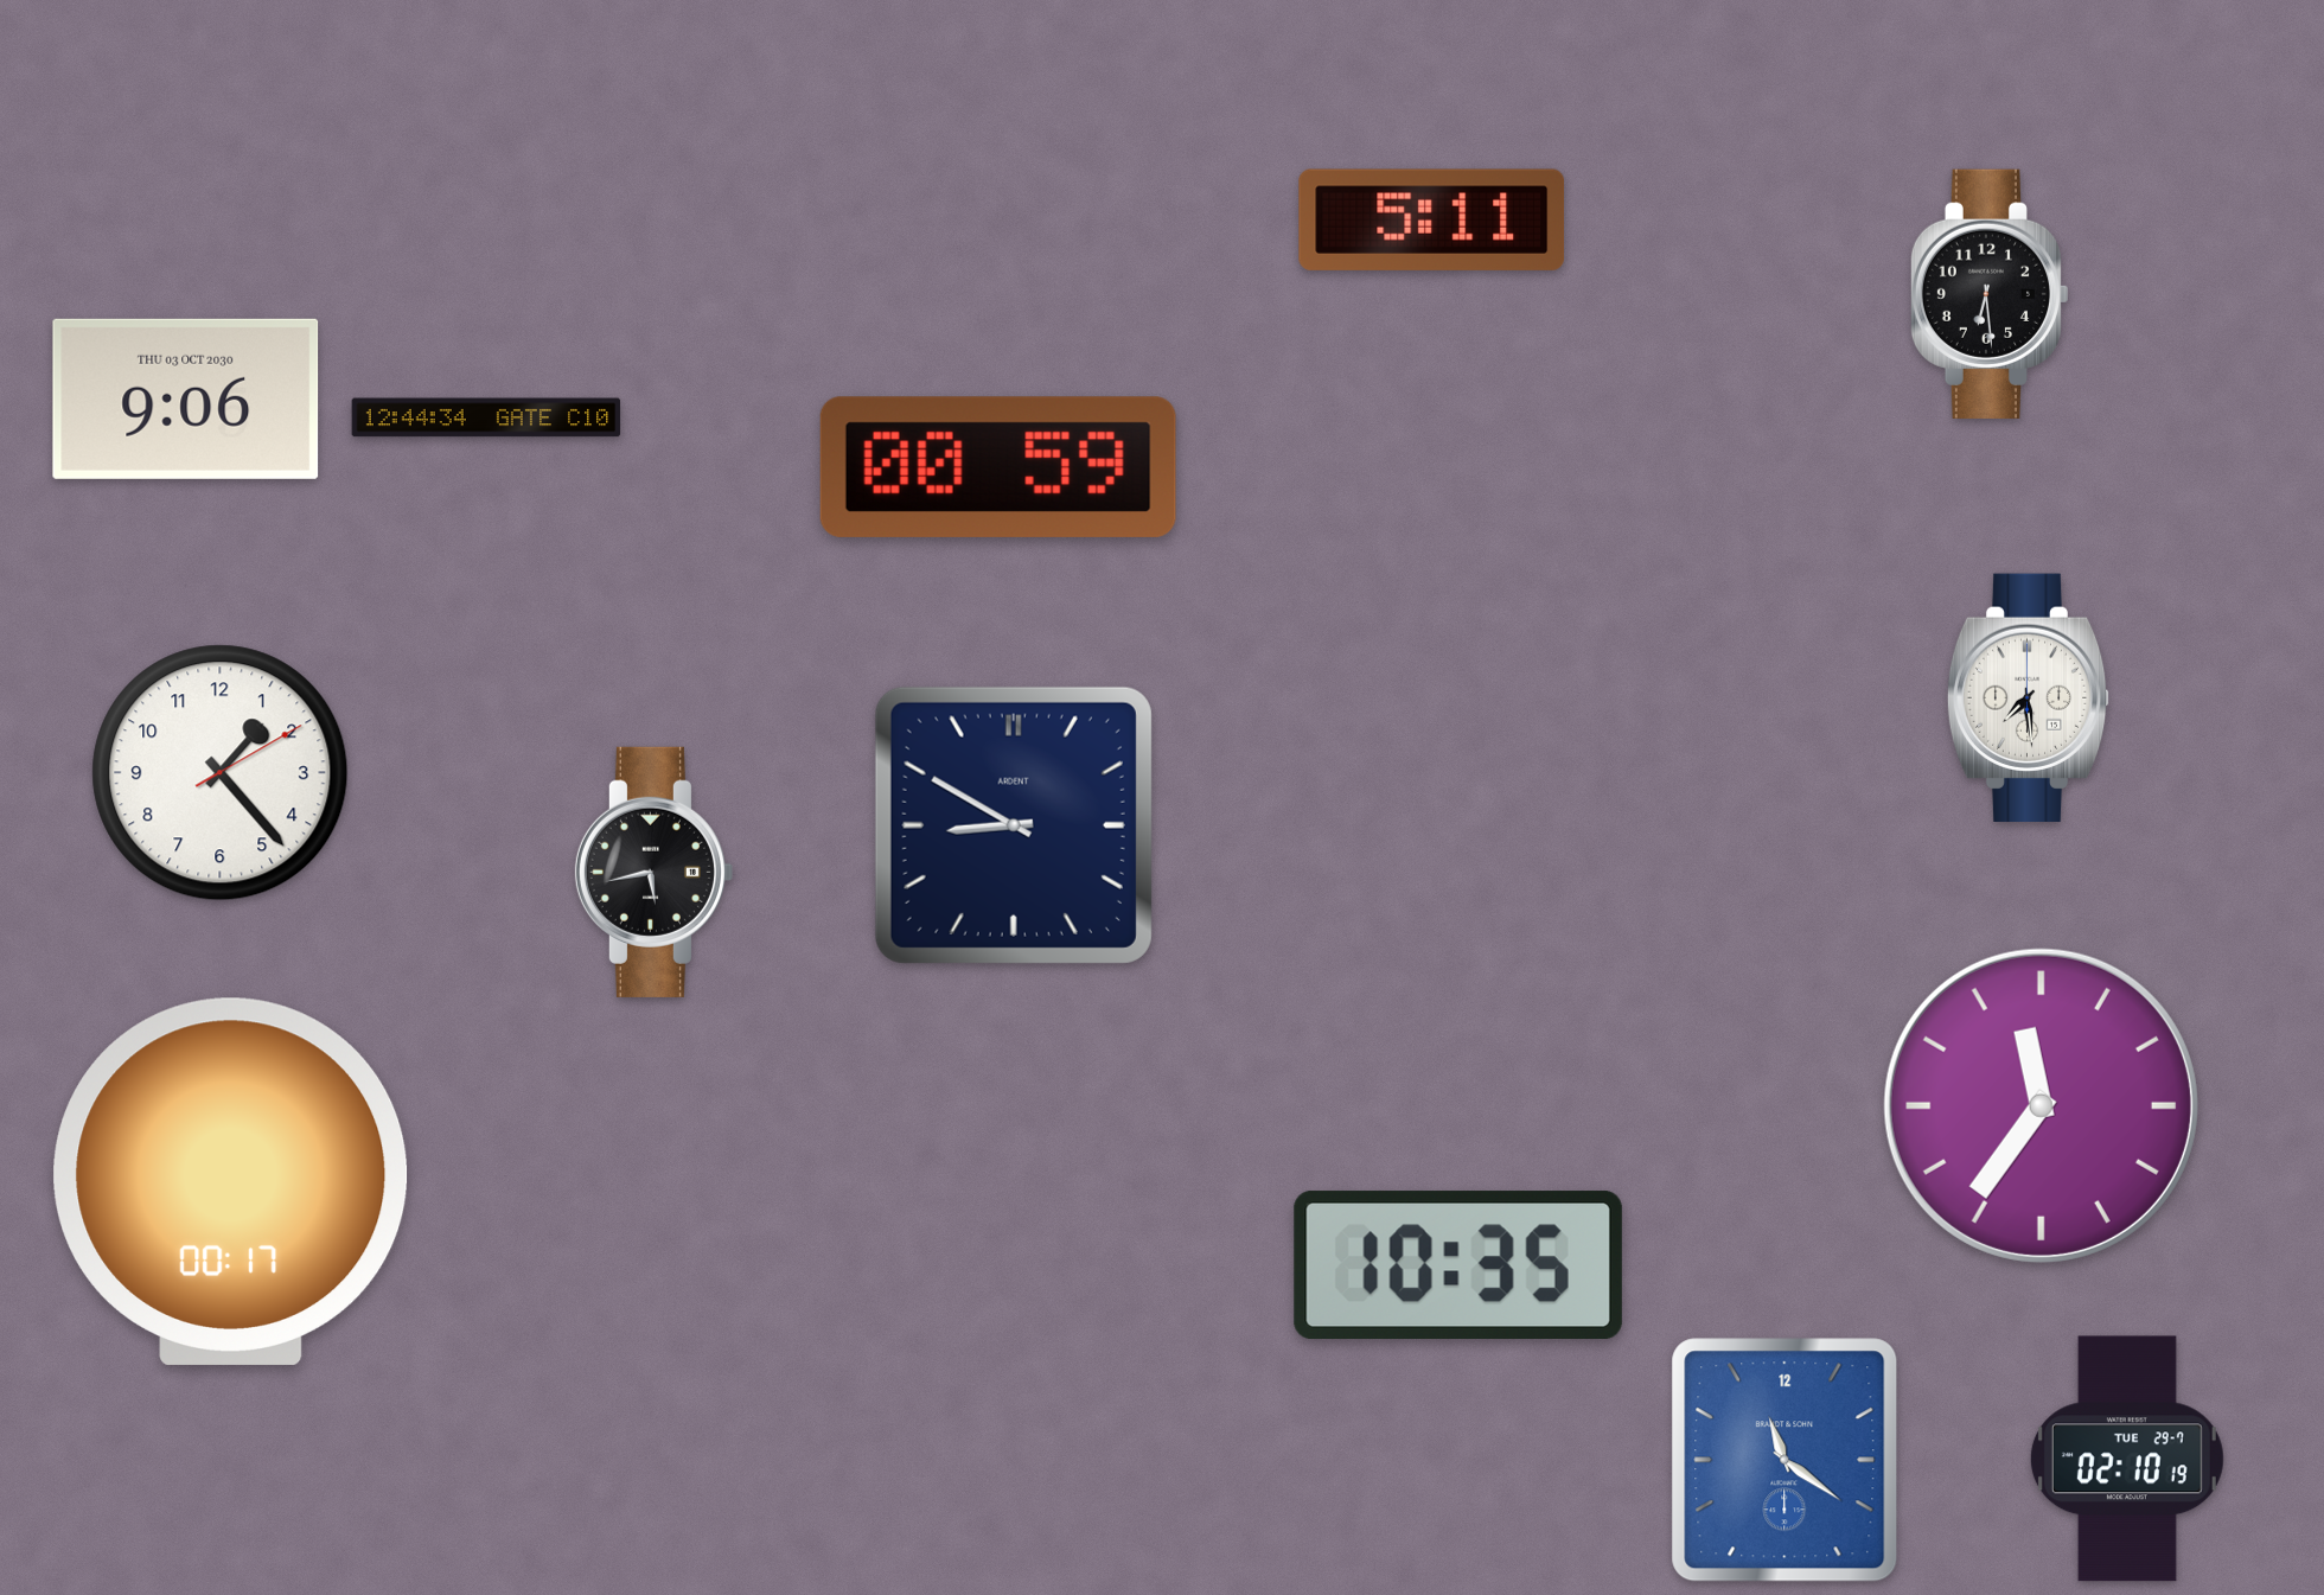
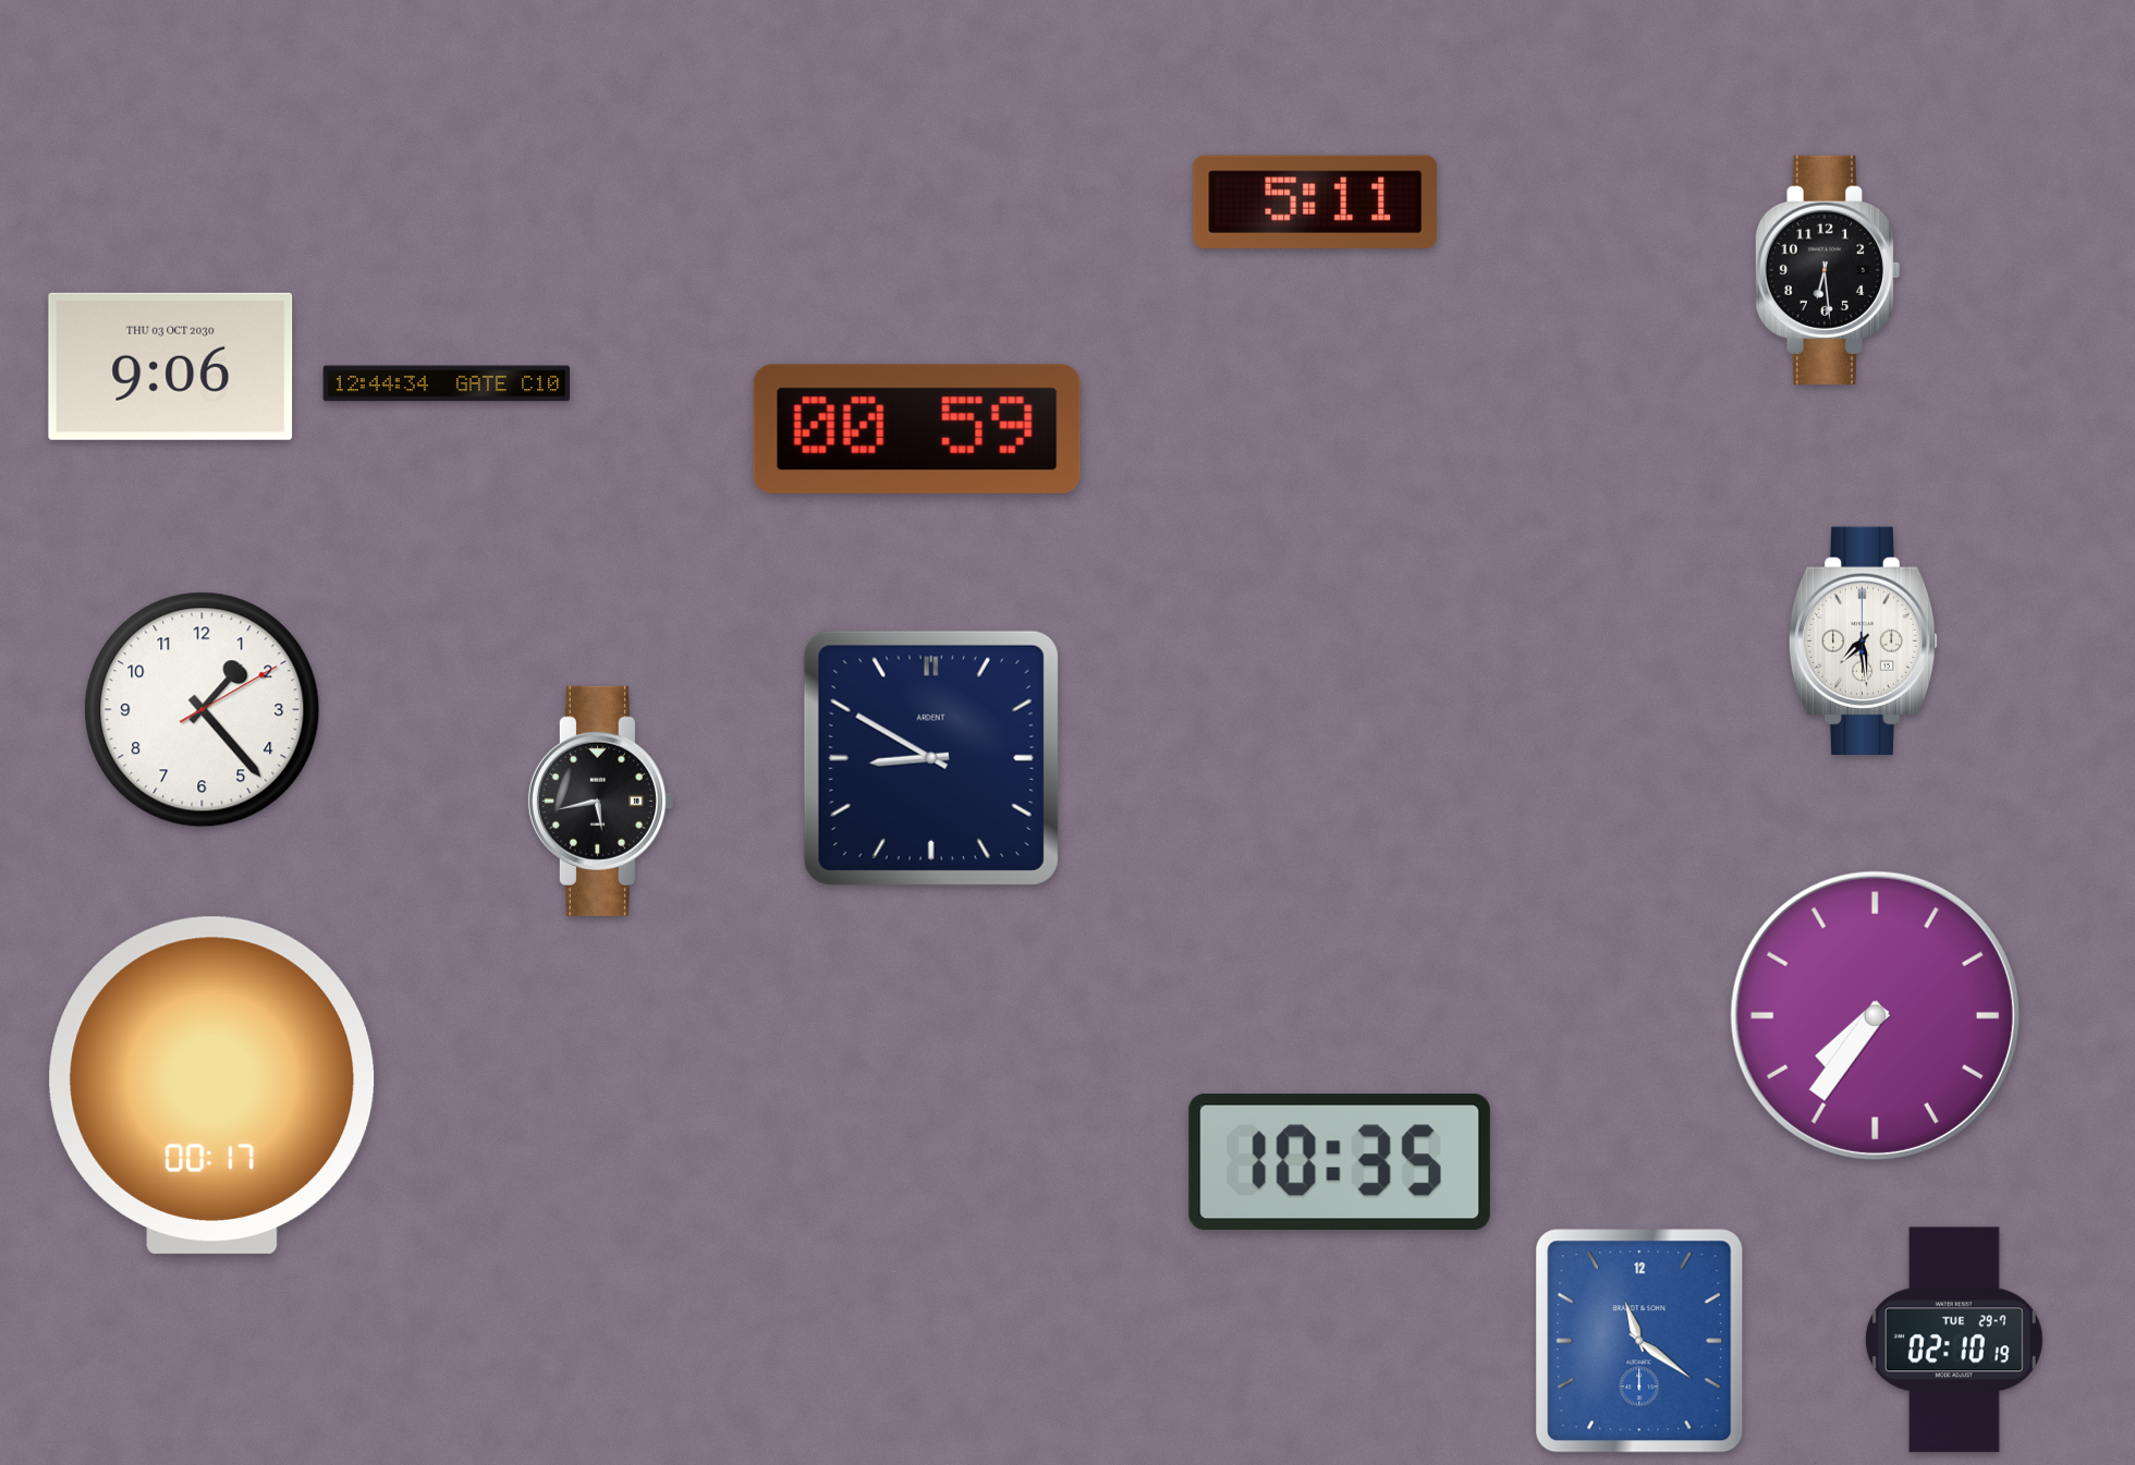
clock at (2041, 1105): 11:36 -> 7:36
